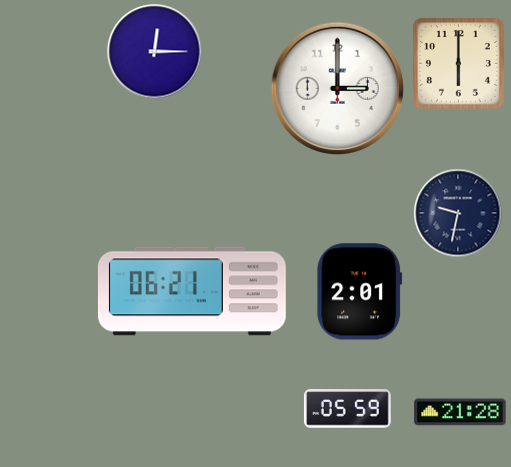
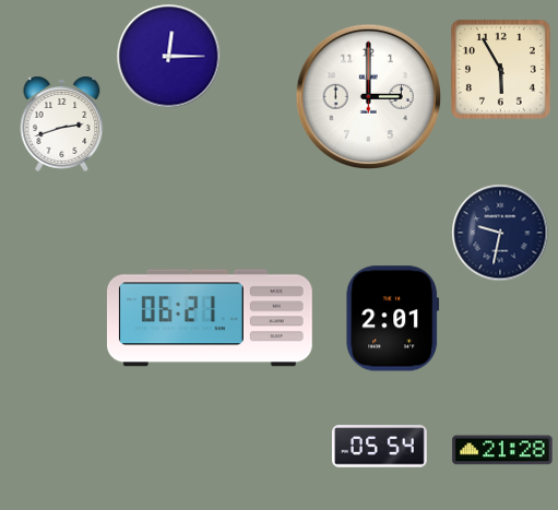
clock at (458, 63): 6:00 -> 5:55
clock at (62, 123): none -> 2:42
clock at (347, 409): 05:59 -> 05:54
